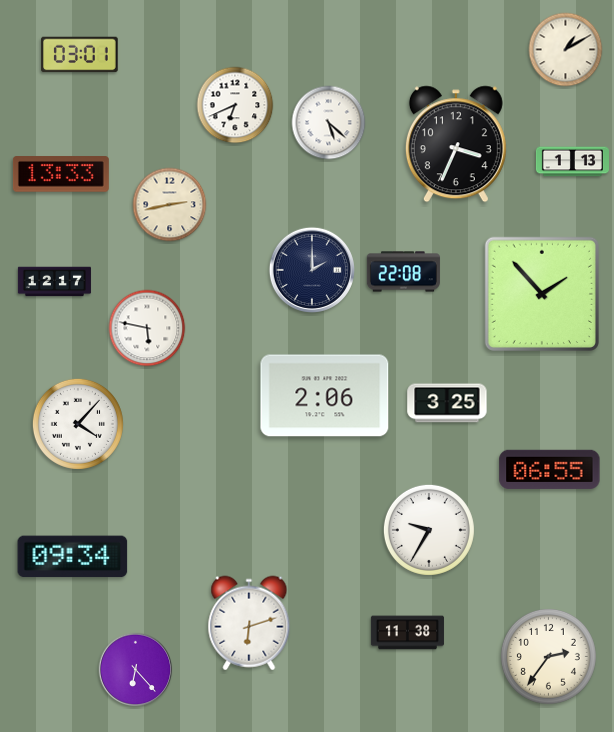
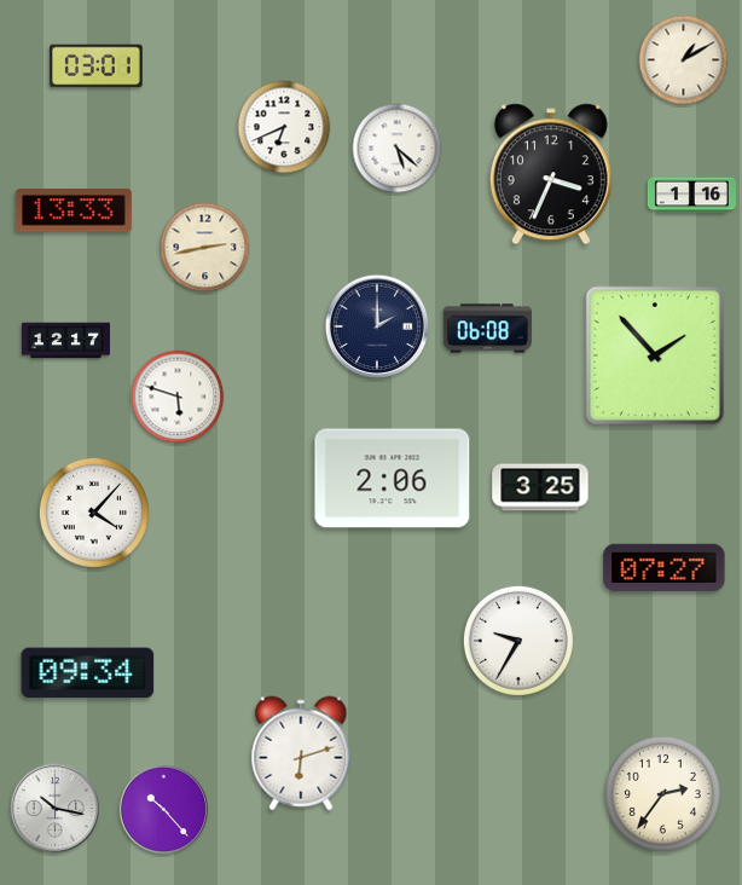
clock at (572, 162): 1:13 -> 1:16
clock at (403, 272): 22:08 -> 06:08
clock at (147, 328): 5:47 -> 5:48
clock at (550, 469): 06:55 -> 07:27
clock at (407, 633): 11:38 -> none
clock at (56, 809): none -> 10:17
clock at (136, 670): 6:23 -> 10:23
